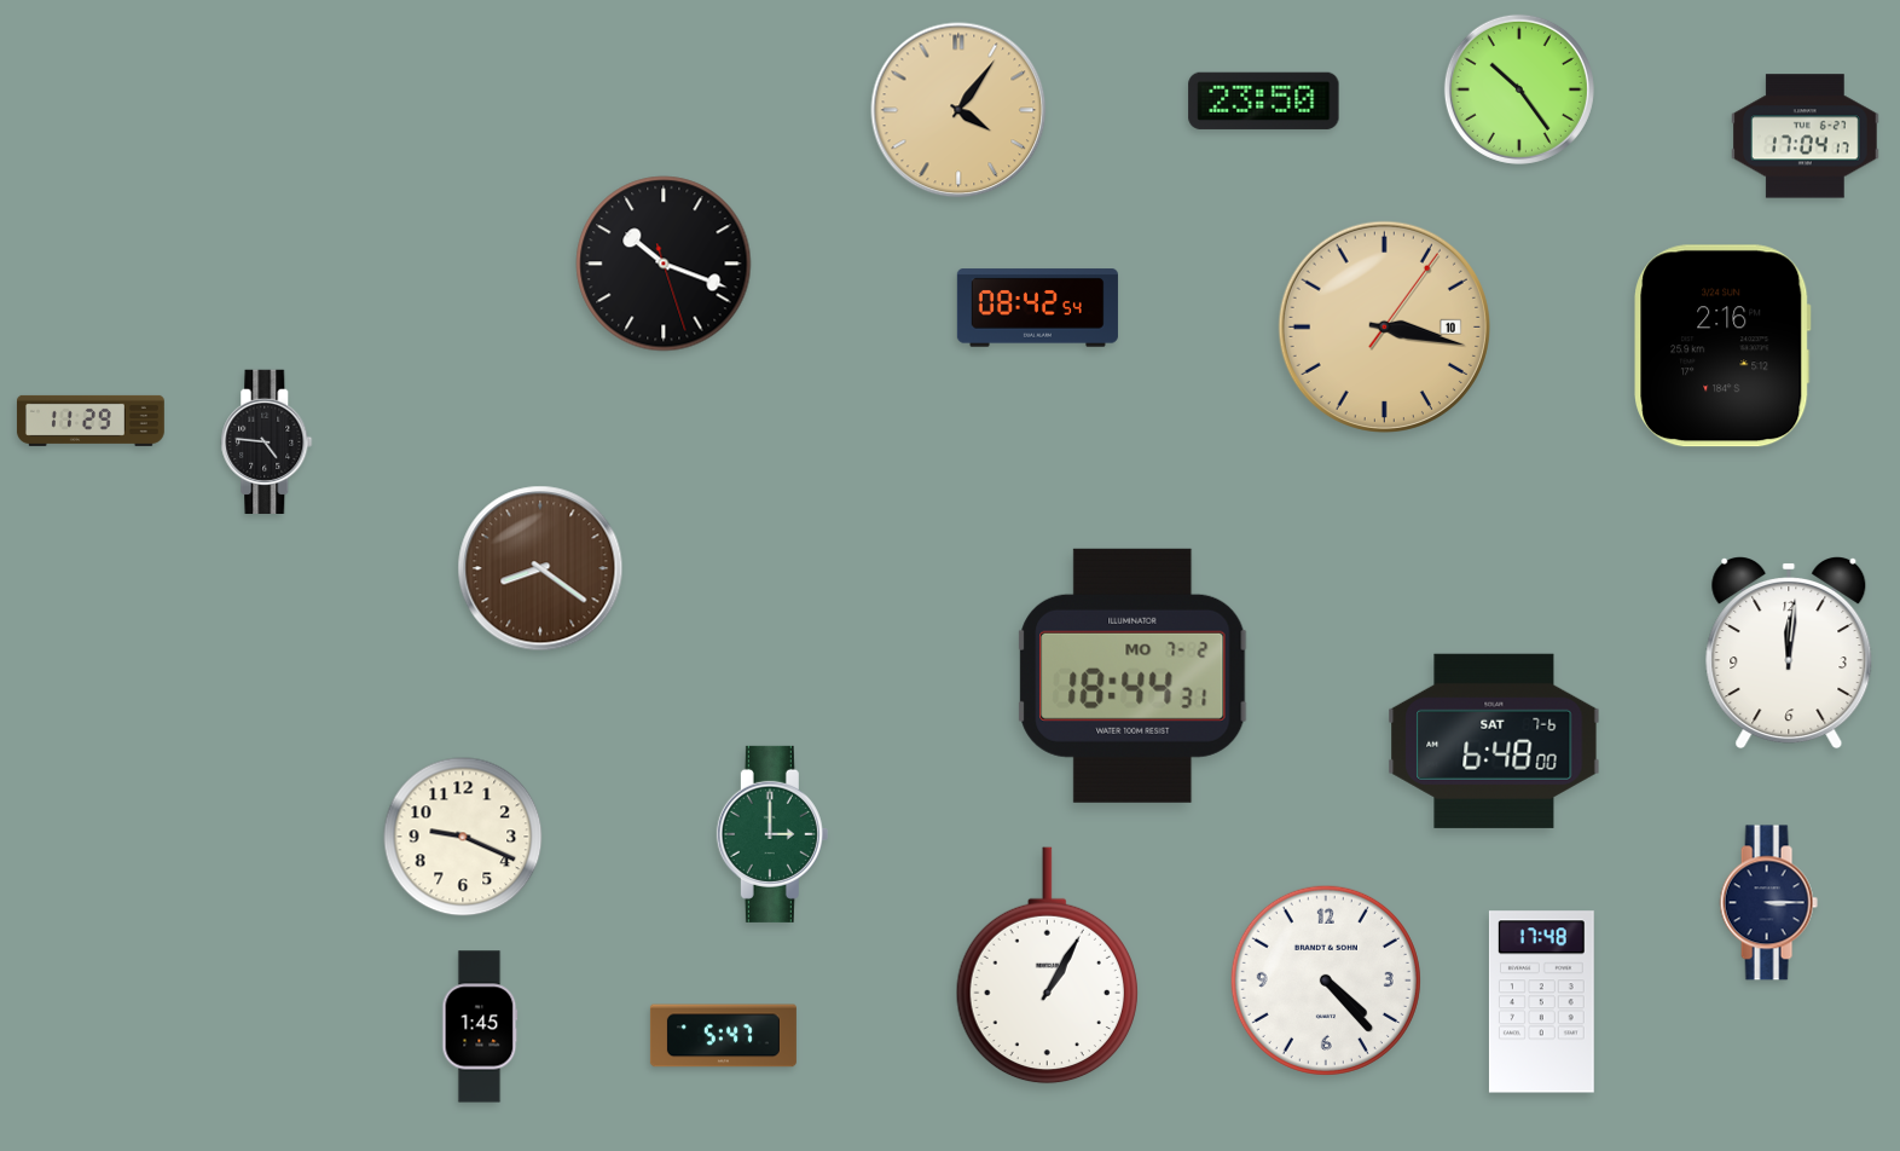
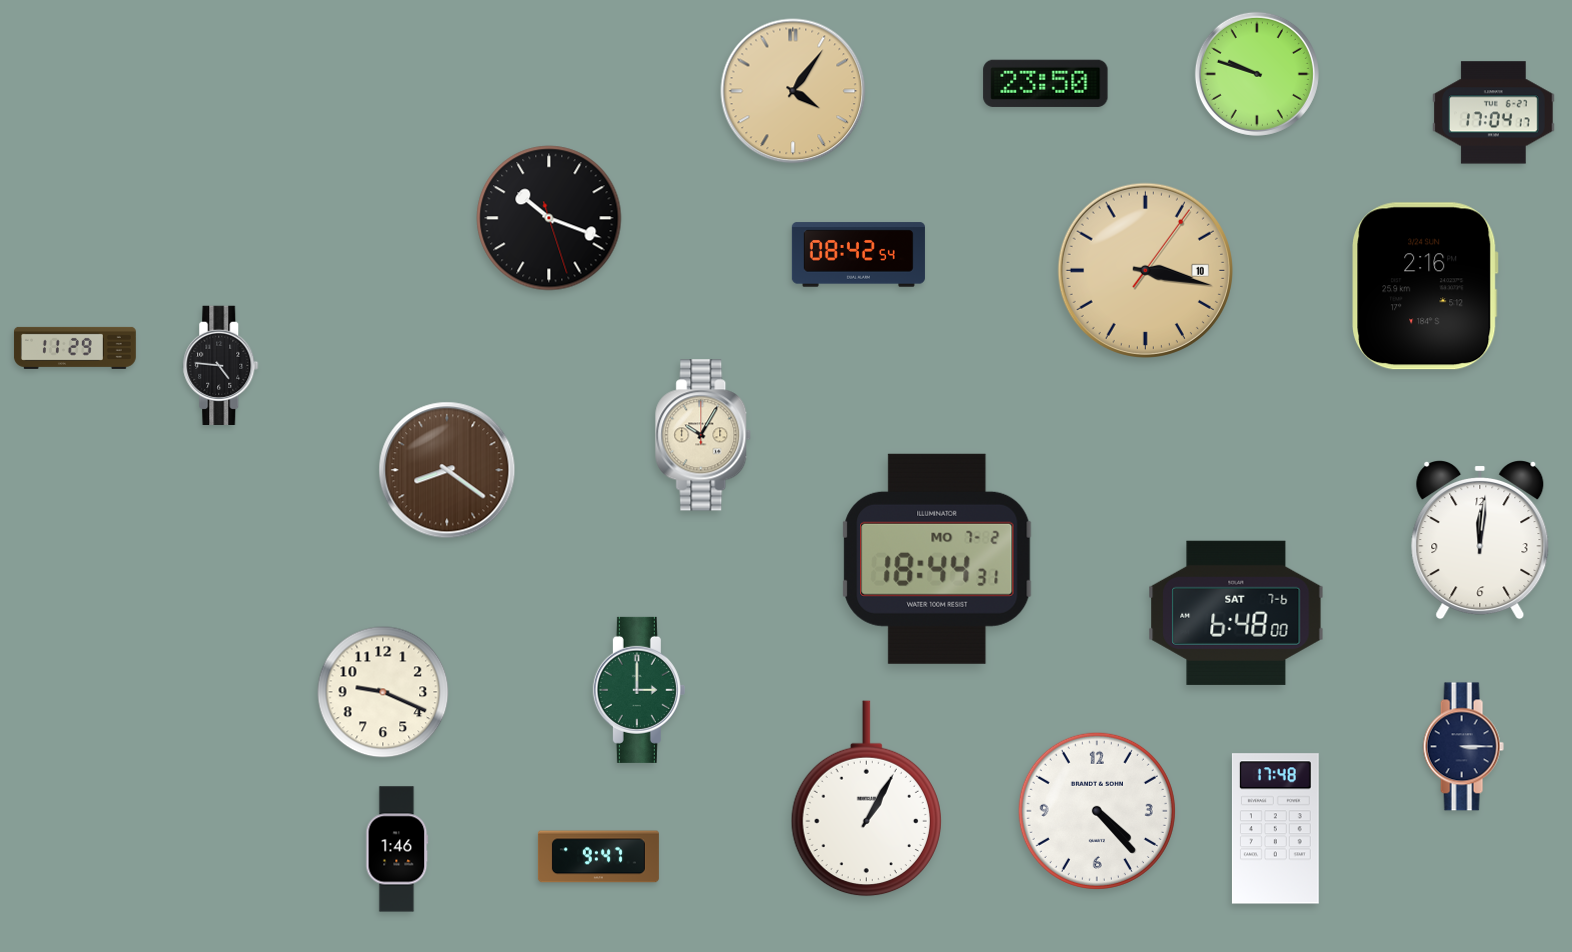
clock at (1519, 89): 10:24 -> 9:48
clock at (704, 435): none -> 10:05
clock at (480, 1026): 1:45 -> 1:46
clock at (723, 1036): 5:47 -> 9:47
